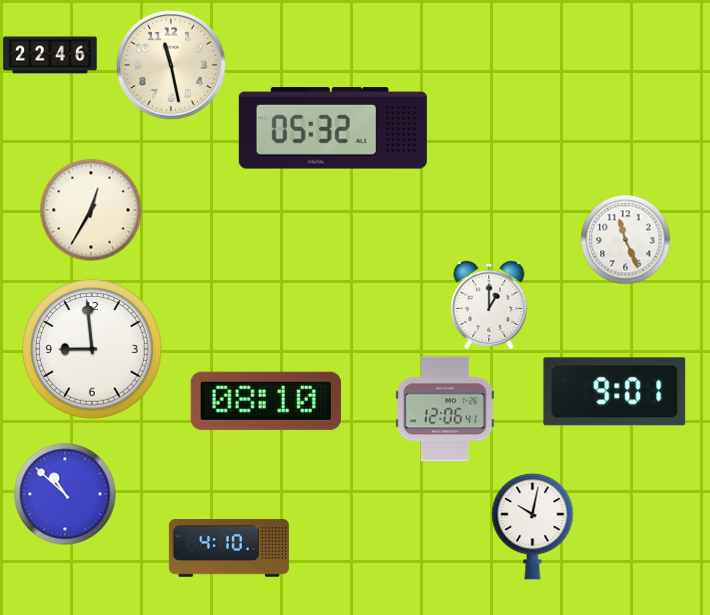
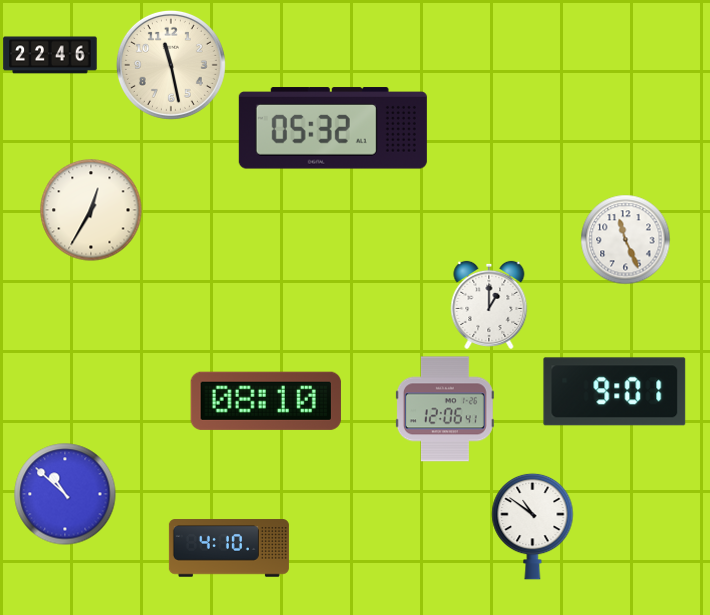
clock at (92, 349): 8:59 -> none
clock at (533, 526): 10:02 -> 10:51
